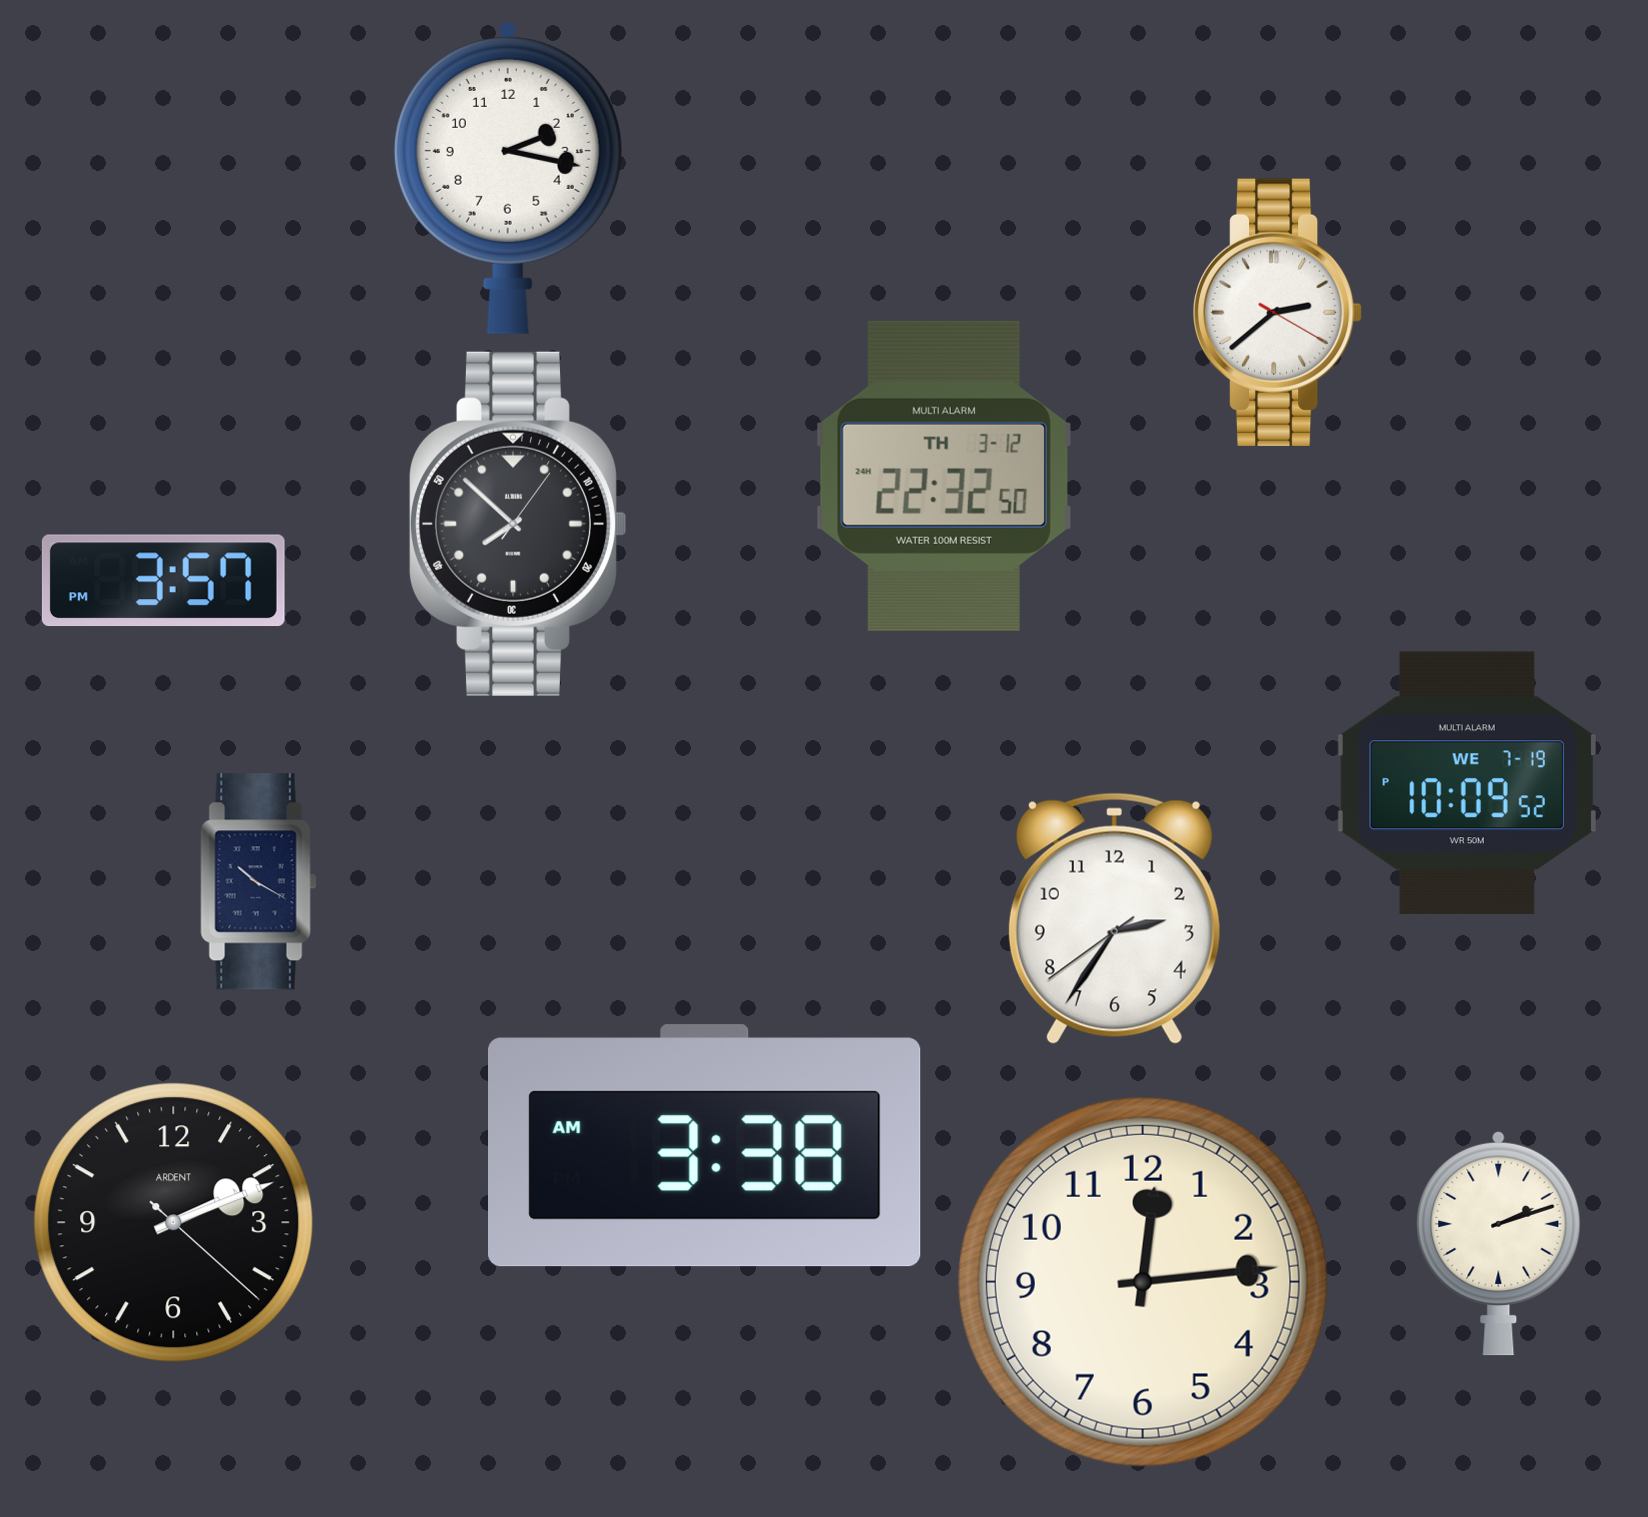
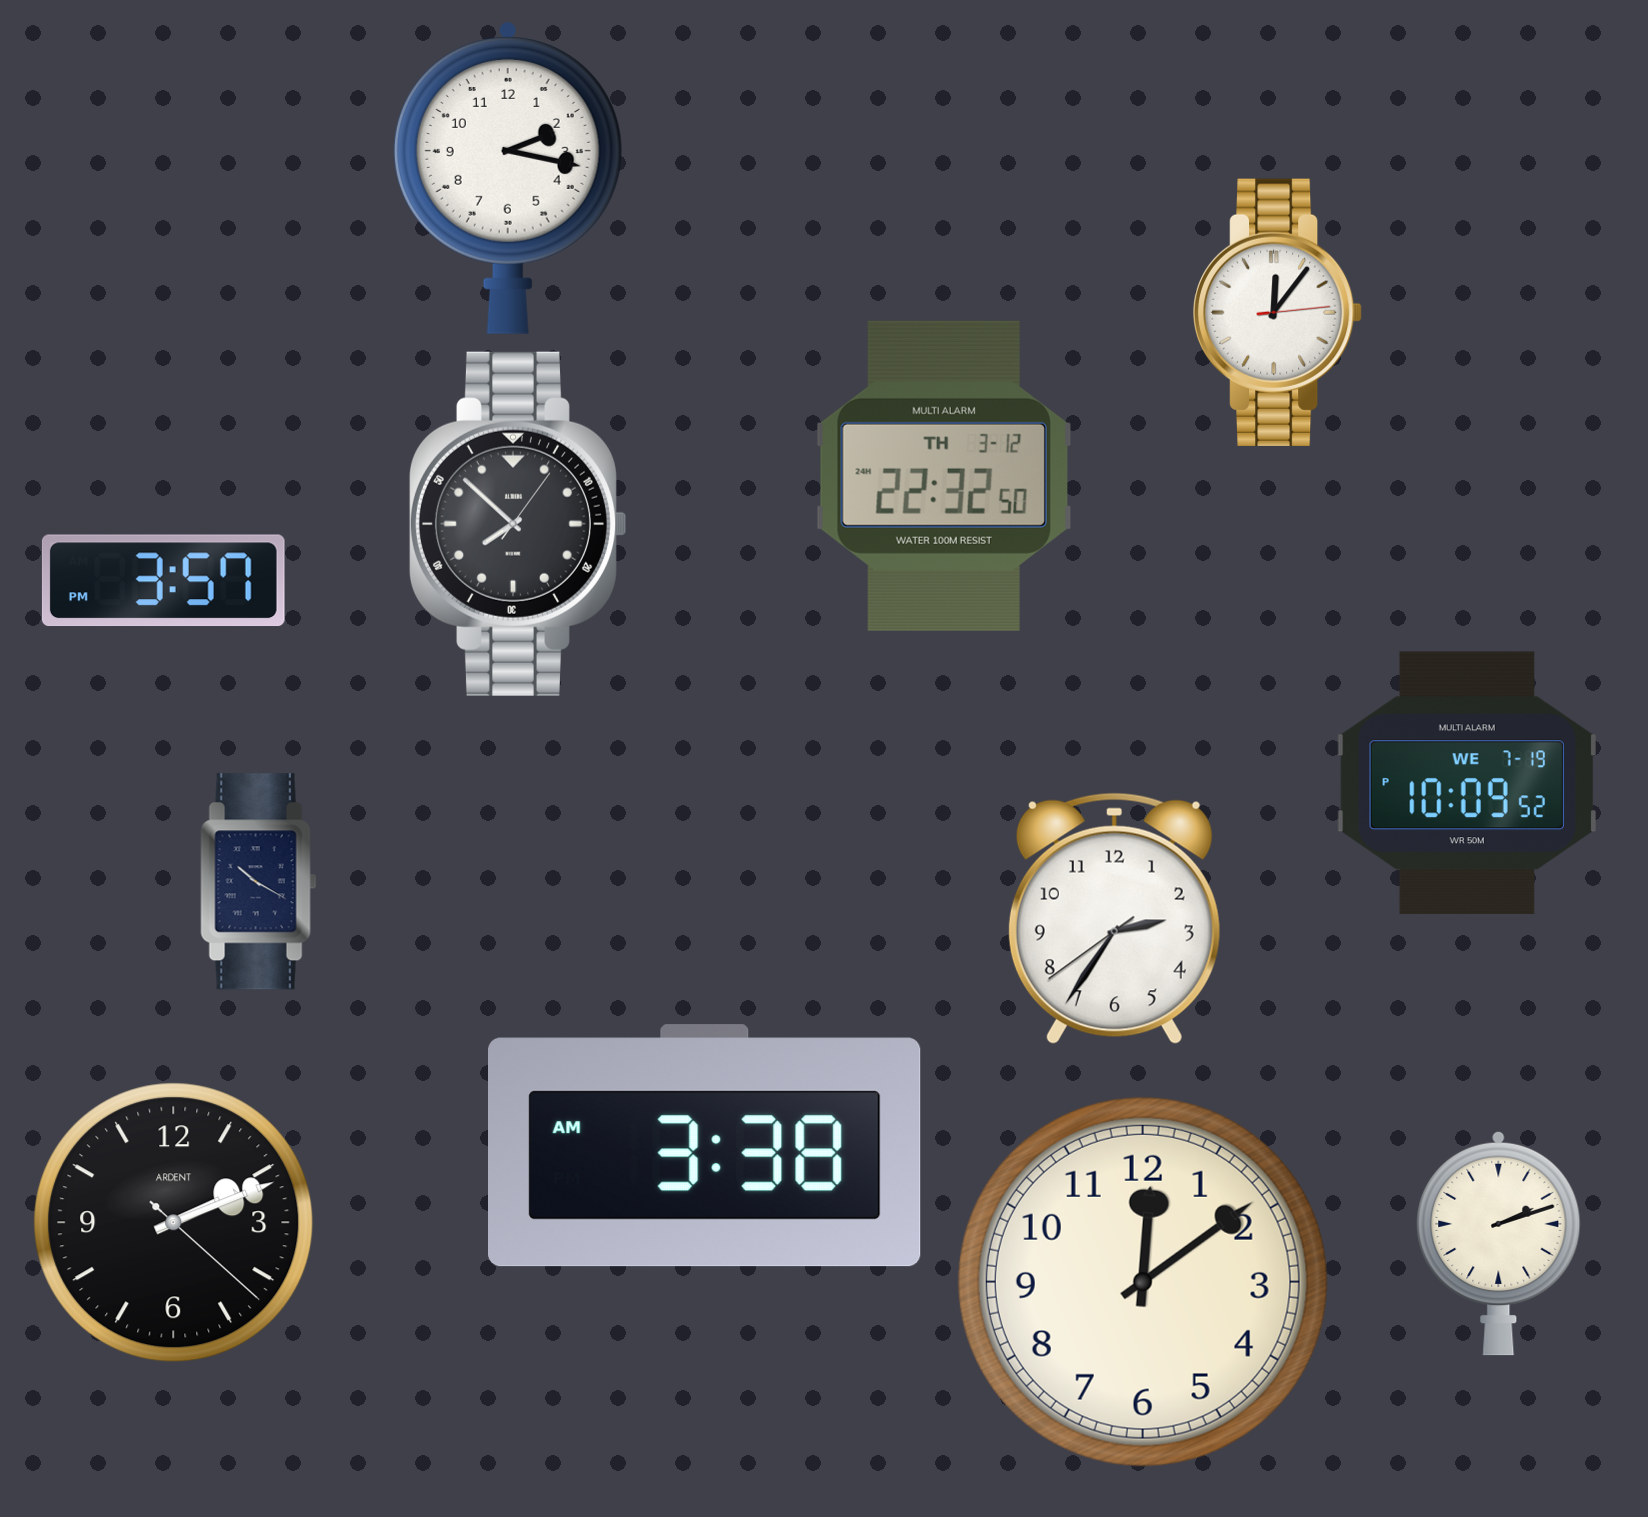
clock at (1279, 312): 2:38 -> 12:06
clock at (1143, 1282): 12:14 -> 12:09
